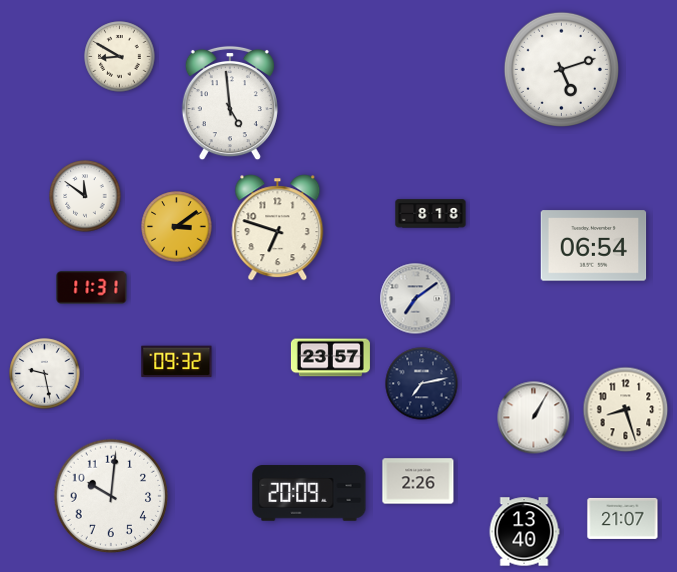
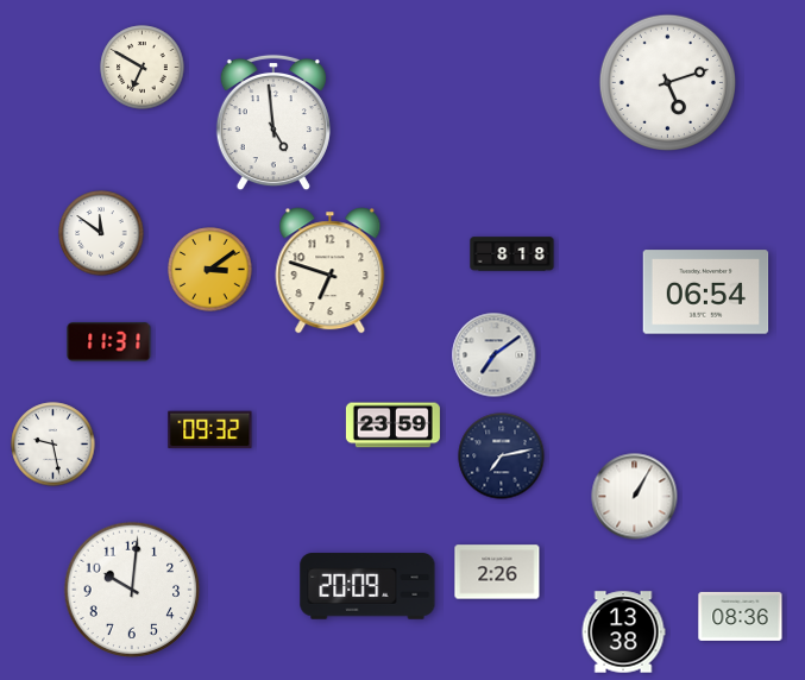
clock at (120, 57): 8:50 -> 6:50
clock at (330, 358): 23:57 -> 23:59
clock at (626, 410): 8:27 -> none
clock at (623, 518): 21:07 -> 08:36
clock at (524, 532): 13:40 -> 13:38
